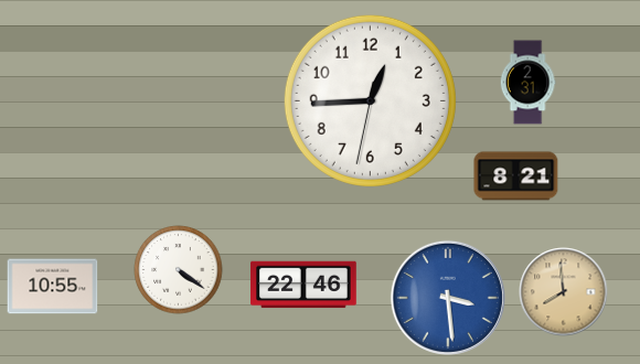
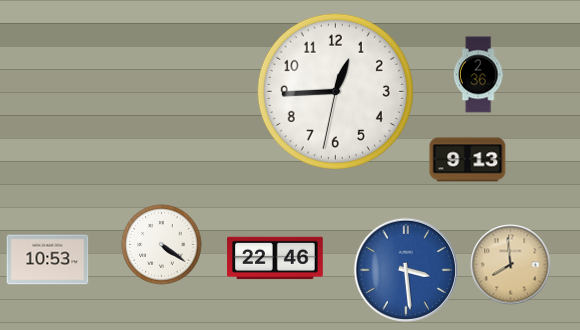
clock at (527, 83): 2:31 -> 2:36
clock at (516, 176): 8:21 -> 9:13
clock at (53, 287): 10:55 -> 10:53
